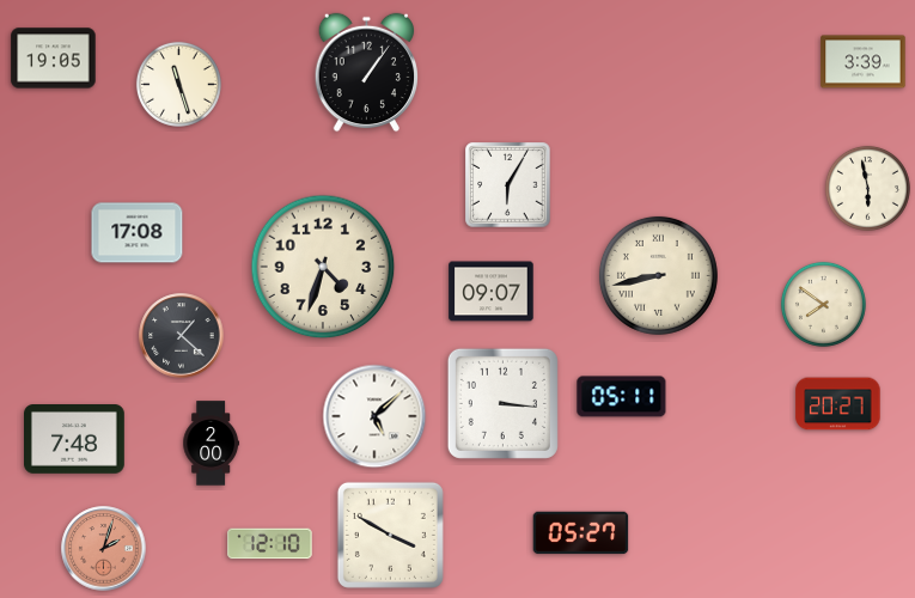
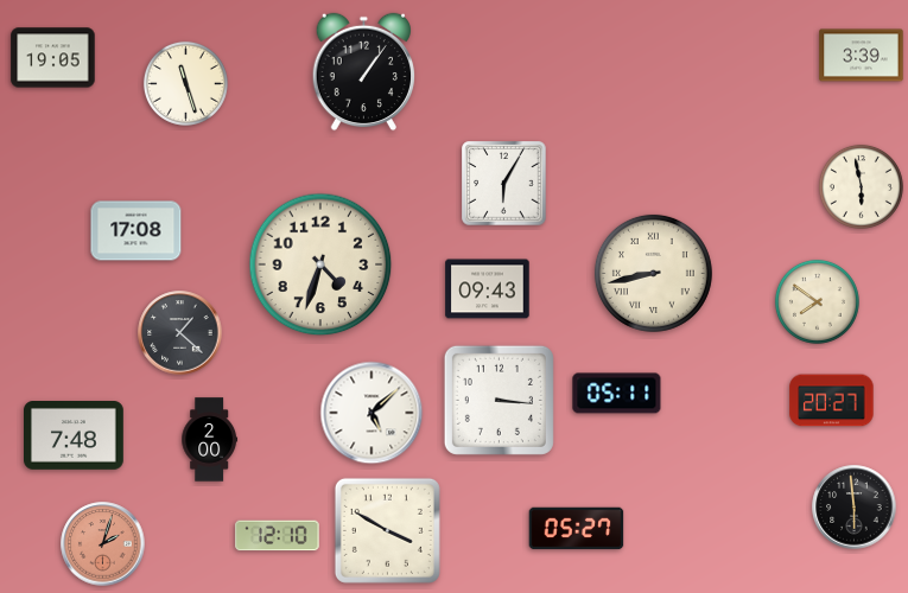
clock at (864, 62) position: (864, 62) -> (862, 56)
clock at (178, 84) position: (178, 84) -> (185, 83)
clock at (492, 292): 09:07 -> 09:43
clock at (855, 508): none -> 5:59
clock at (270, 544) position: (270, 544) -> (278, 536)
